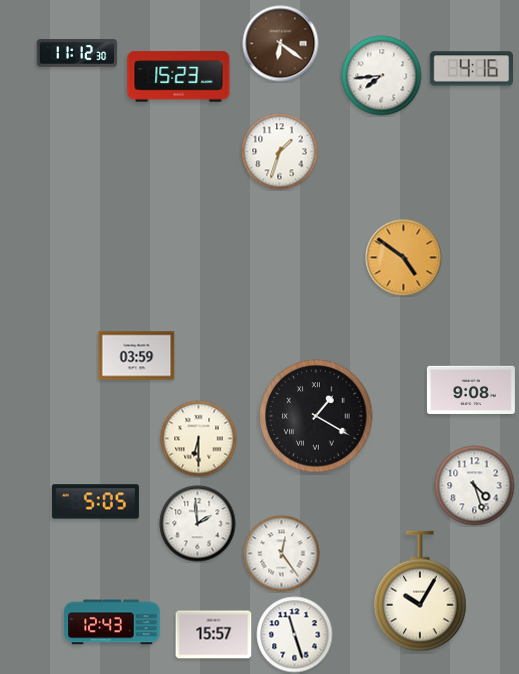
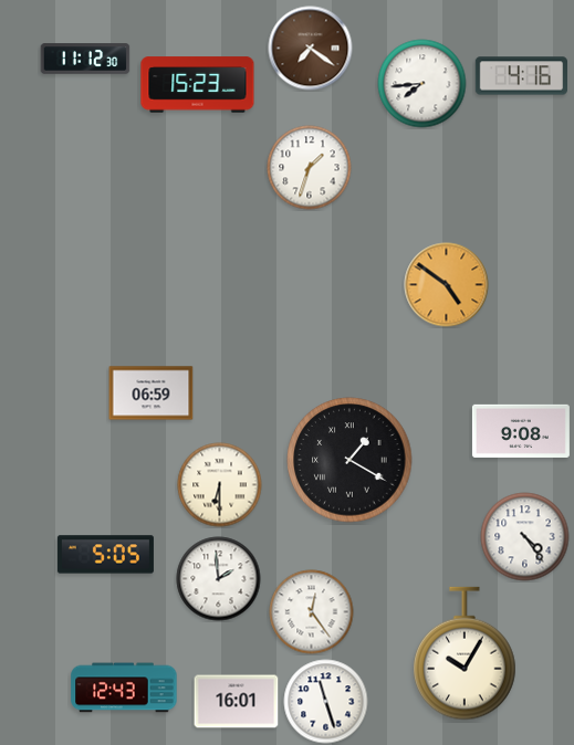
clock at (281, 44): 6:21 -> 7:21
clock at (137, 356): 03:59 -> 06:59
clock at (475, 486): 4:27 -> 4:24
clock at (214, 635): 15:57 -> 16:01
